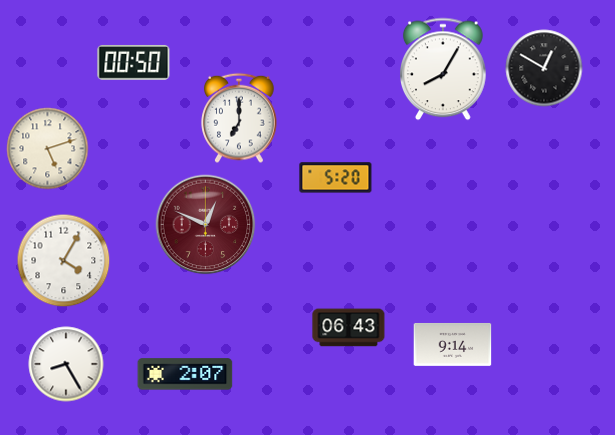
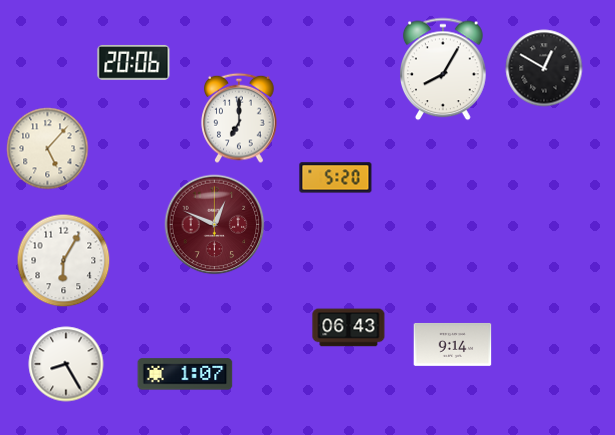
clock at (134, 62): 00:50 -> 20:06
clock at (48, 149): 5:12 -> 5:07
clock at (206, 225) position: (206, 225) -> (215, 225)
clock at (64, 261): 4:05 -> 6:05
clock at (185, 374): 2:07 -> 1:07
